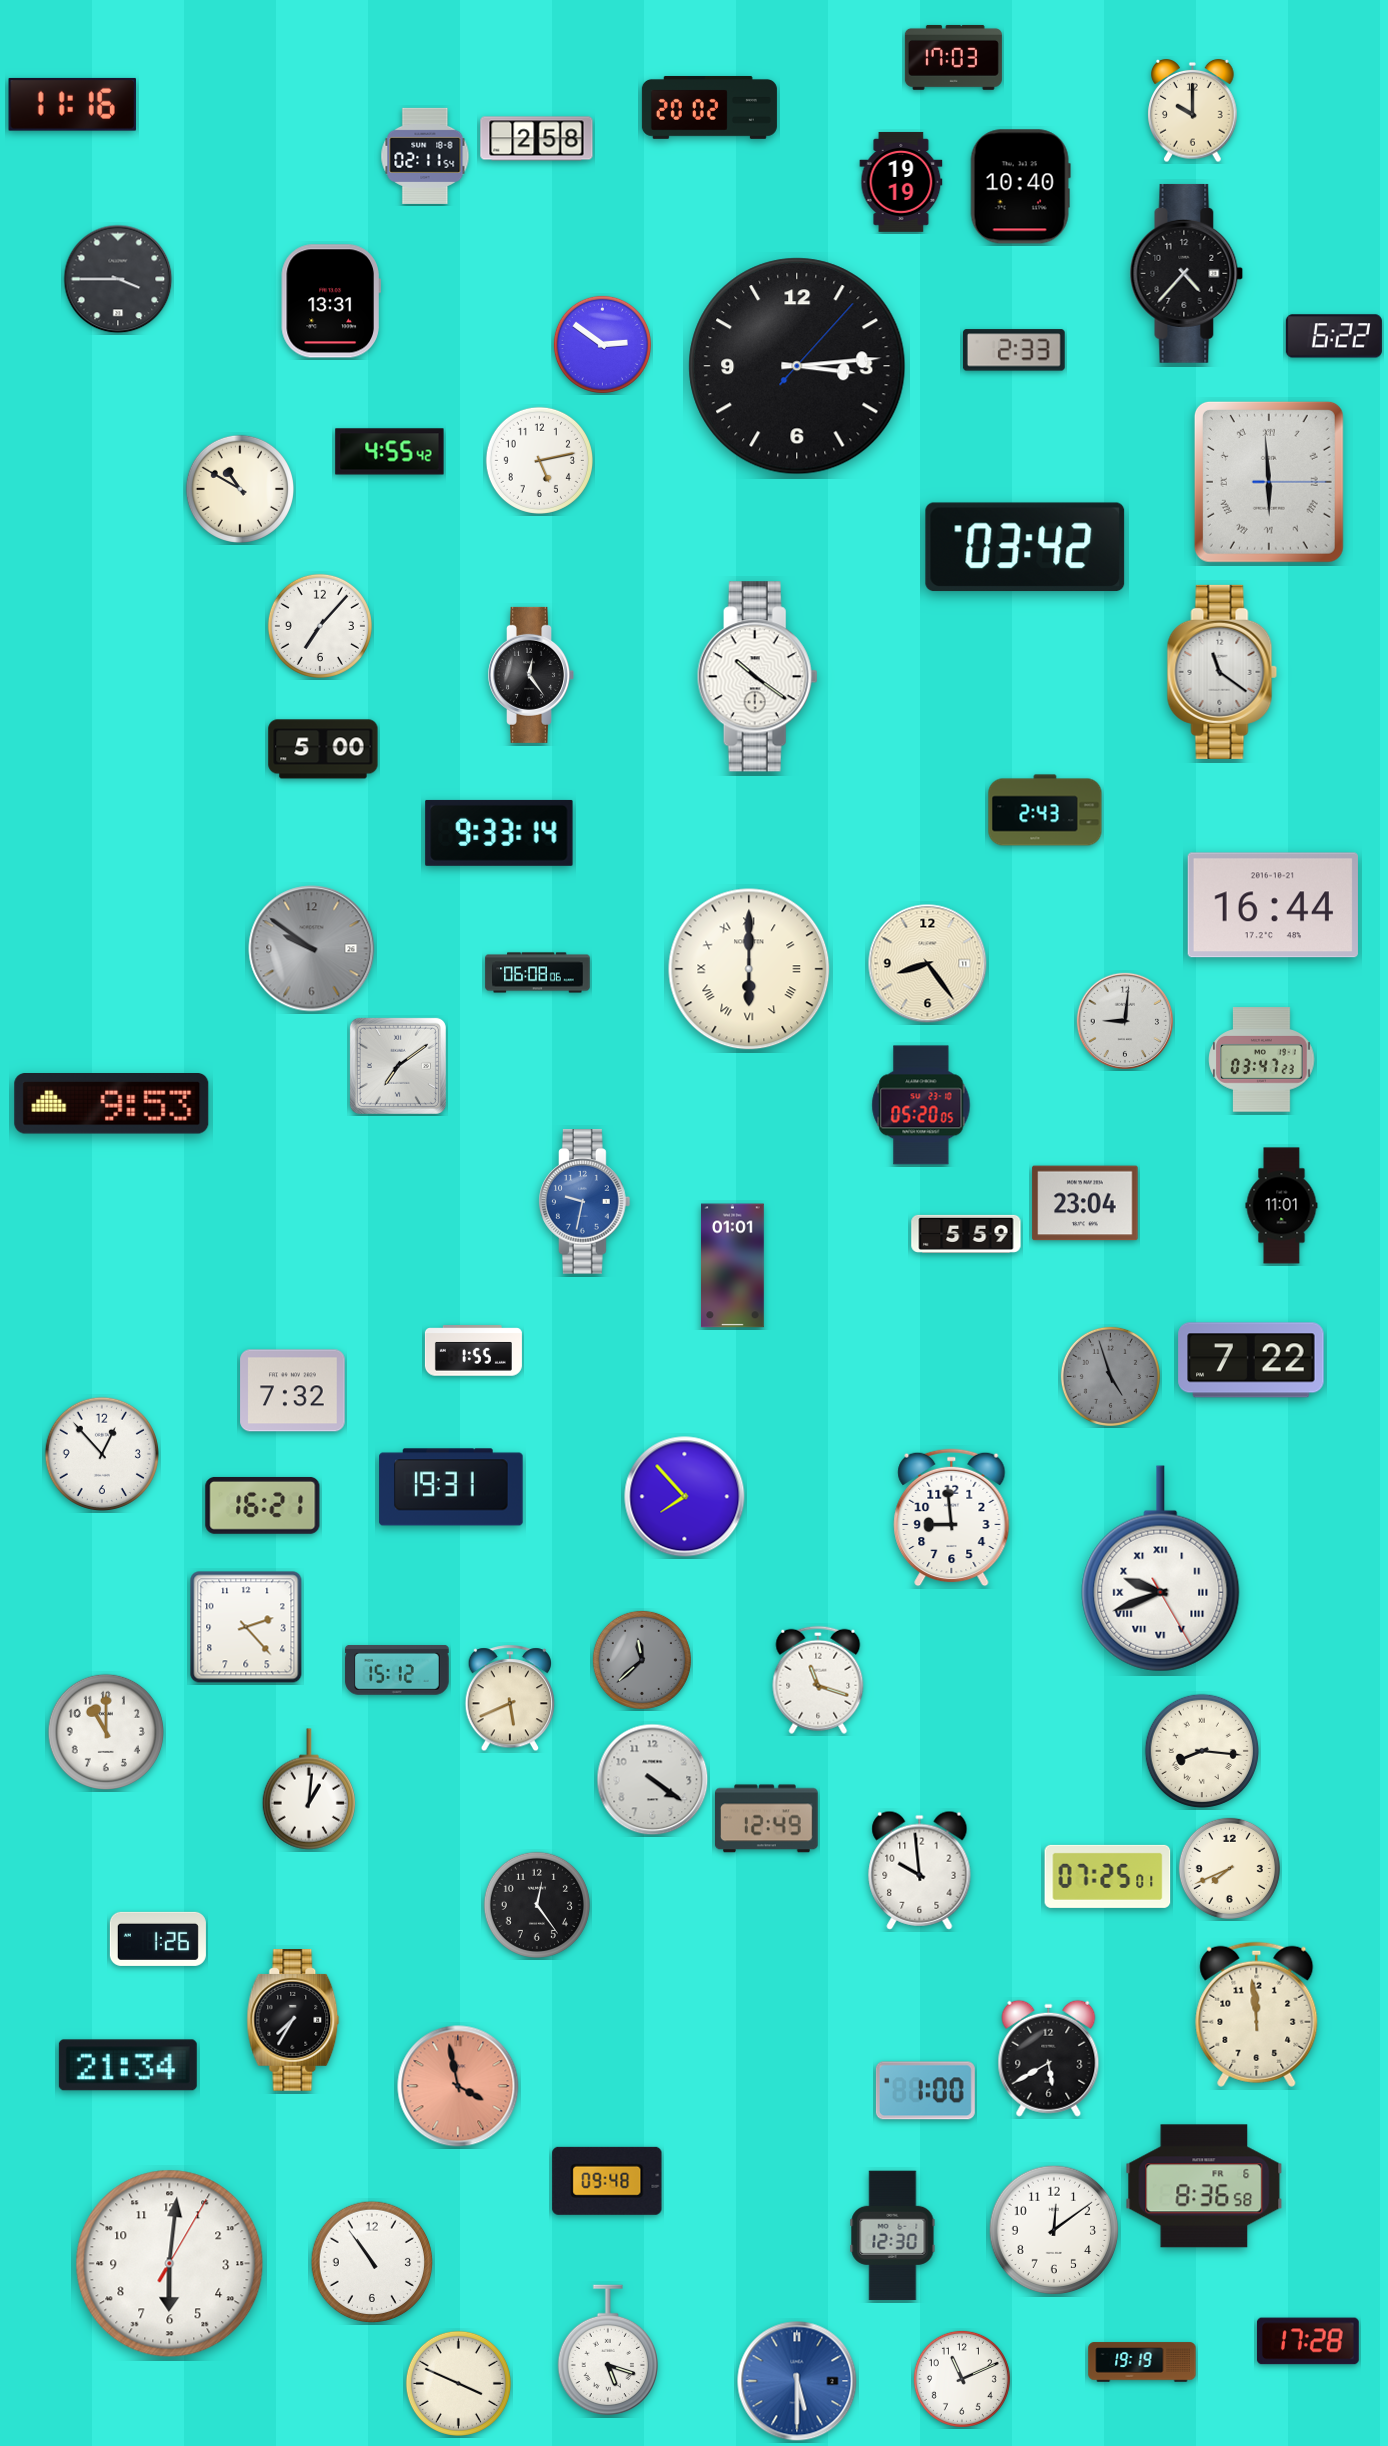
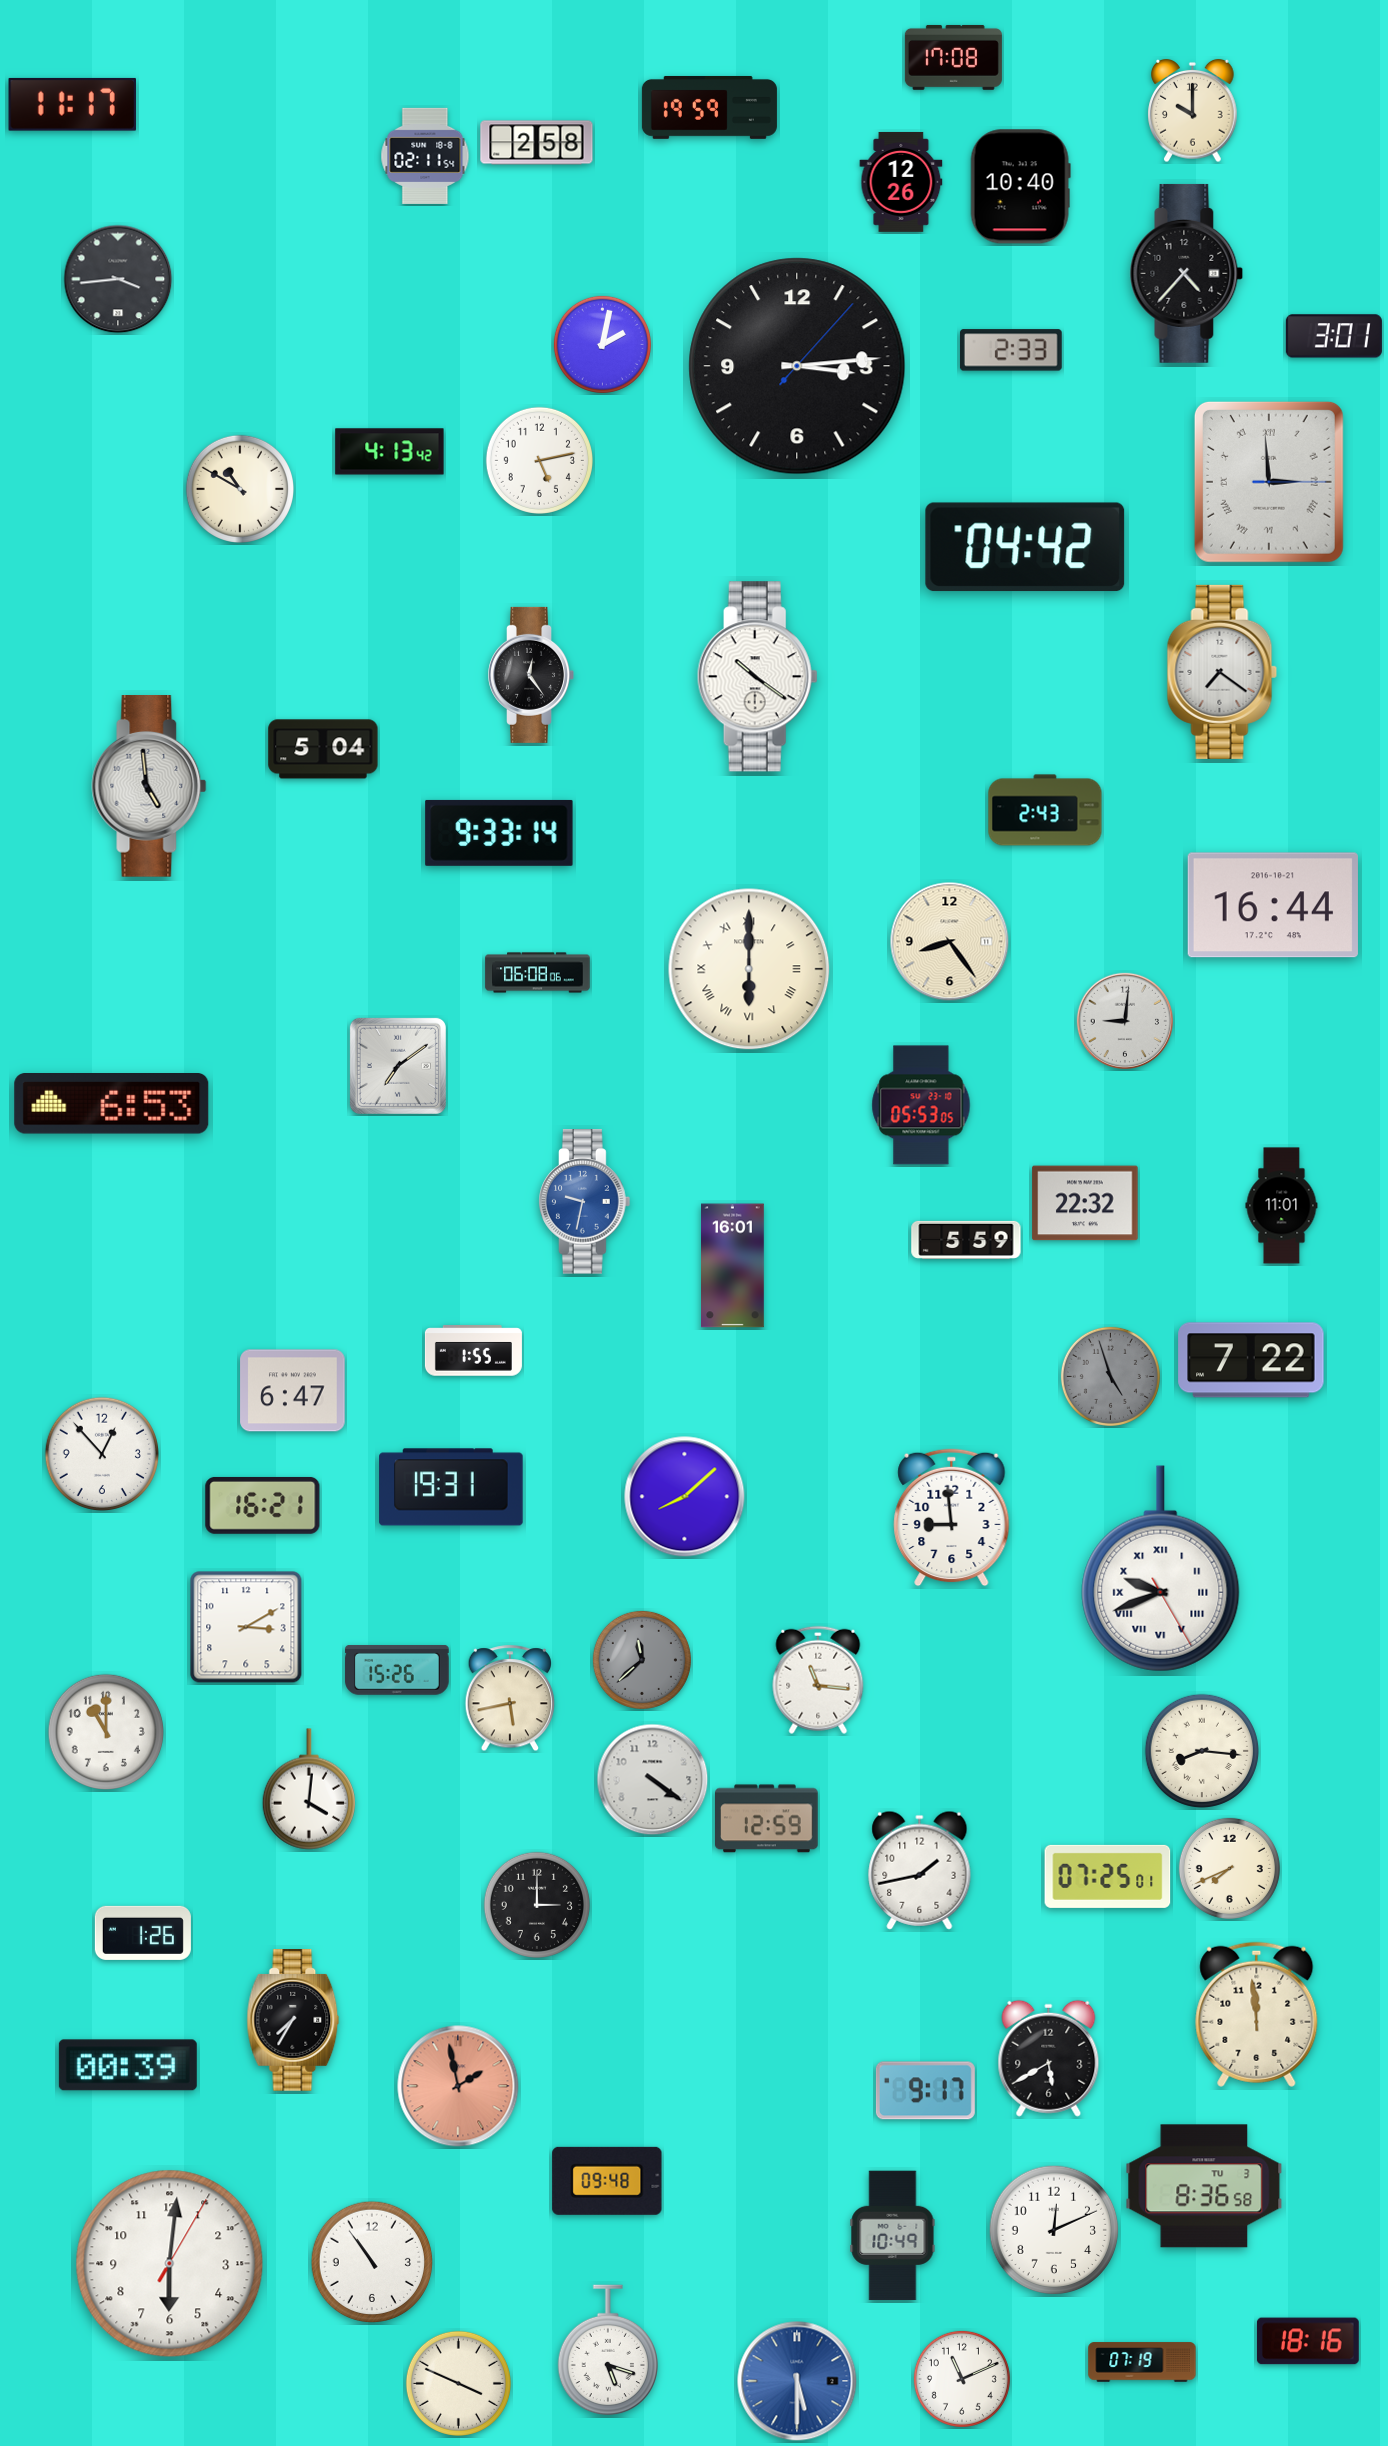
clock at (953, 57): 17:03 -> 17:08
clock at (72, 104): 11:16 -> 11:17
clock at (709, 107): 20:02 -> 19:59
clock at (537, 139) position: (537, 139) -> (537, 143)
clock at (901, 182): 19:19 -> 12:26
clock at (118, 279): 3:45 -> 3:44
clock at (331, 301): 13:31 -> none
clock at (1334, 336): 6:22 -> 3:01
clock at (602, 344): 2:51 -> 2:02
clock at (1014, 350) position: (1014, 350) -> (1011, 350)
clock at (390, 452): 4:55 -> 4:13
clock at (1269, 482): 5:59 -> 2:59
clock at (1025, 547): 03:42 -> 04:42
clock at (320, 626): 7:07 -> none
clock at (1222, 672): 11:21 -> 7:21
clock at (323, 749): 5:00 -> 5:04
clock at (149, 787): none -> 4:59
clock at (312, 949): 9:51 -> none
clock at (928, 964) position: (928, 964) -> (950, 942)
clock at (1262, 1060): 03:47 -> none
clock at (112, 1104): 9:53 -> 6:53
clock at (921, 1105): 05:20 -> 05:53
clock at (1085, 1203): 23:04 -> 22:32
clock at (966, 1234) position: (966, 1234) -> (966, 1240)
clock at (733, 1266): 01:01 -> 16:01
clock at (293, 1391): 7:32 -> 6:47
clock at (685, 1497): 7:53 -> 8:08
clock at (246, 1627): 2:23 -> 3:10
clock at (397, 1671): 15:12 -> 15:26
clock at (818, 1680): 11:18 -> 11:16
clock at (510, 1699): 5:41 -> 5:43
clock at (308, 1789): 1:01 -> 4:01
clock at (767, 1819): 12:49 -> 12:59
clock at (920, 1870): 9:59 -> 1:43
clock at (537, 1905): 12:24 -> 3:00
clock at (158, 1939) position: (158, 1939) -> (143, 1933)
clock at (128, 2065): 21:34 -> 00:39
clock at (458, 2086): 3:58 -> 1:58
clock at (925, 2091): 1:00 -> 9:17
clock at (1204, 2186) date: FR 6 -> TU 3
clock at (1054, 2230): 12:09 -> 12:11
clock at (893, 2236): 12:30 -> 10:49
clock at (1308, 2341): 17:28 -> 18:16
clock at (1142, 2362): 19:19 -> 07:19
